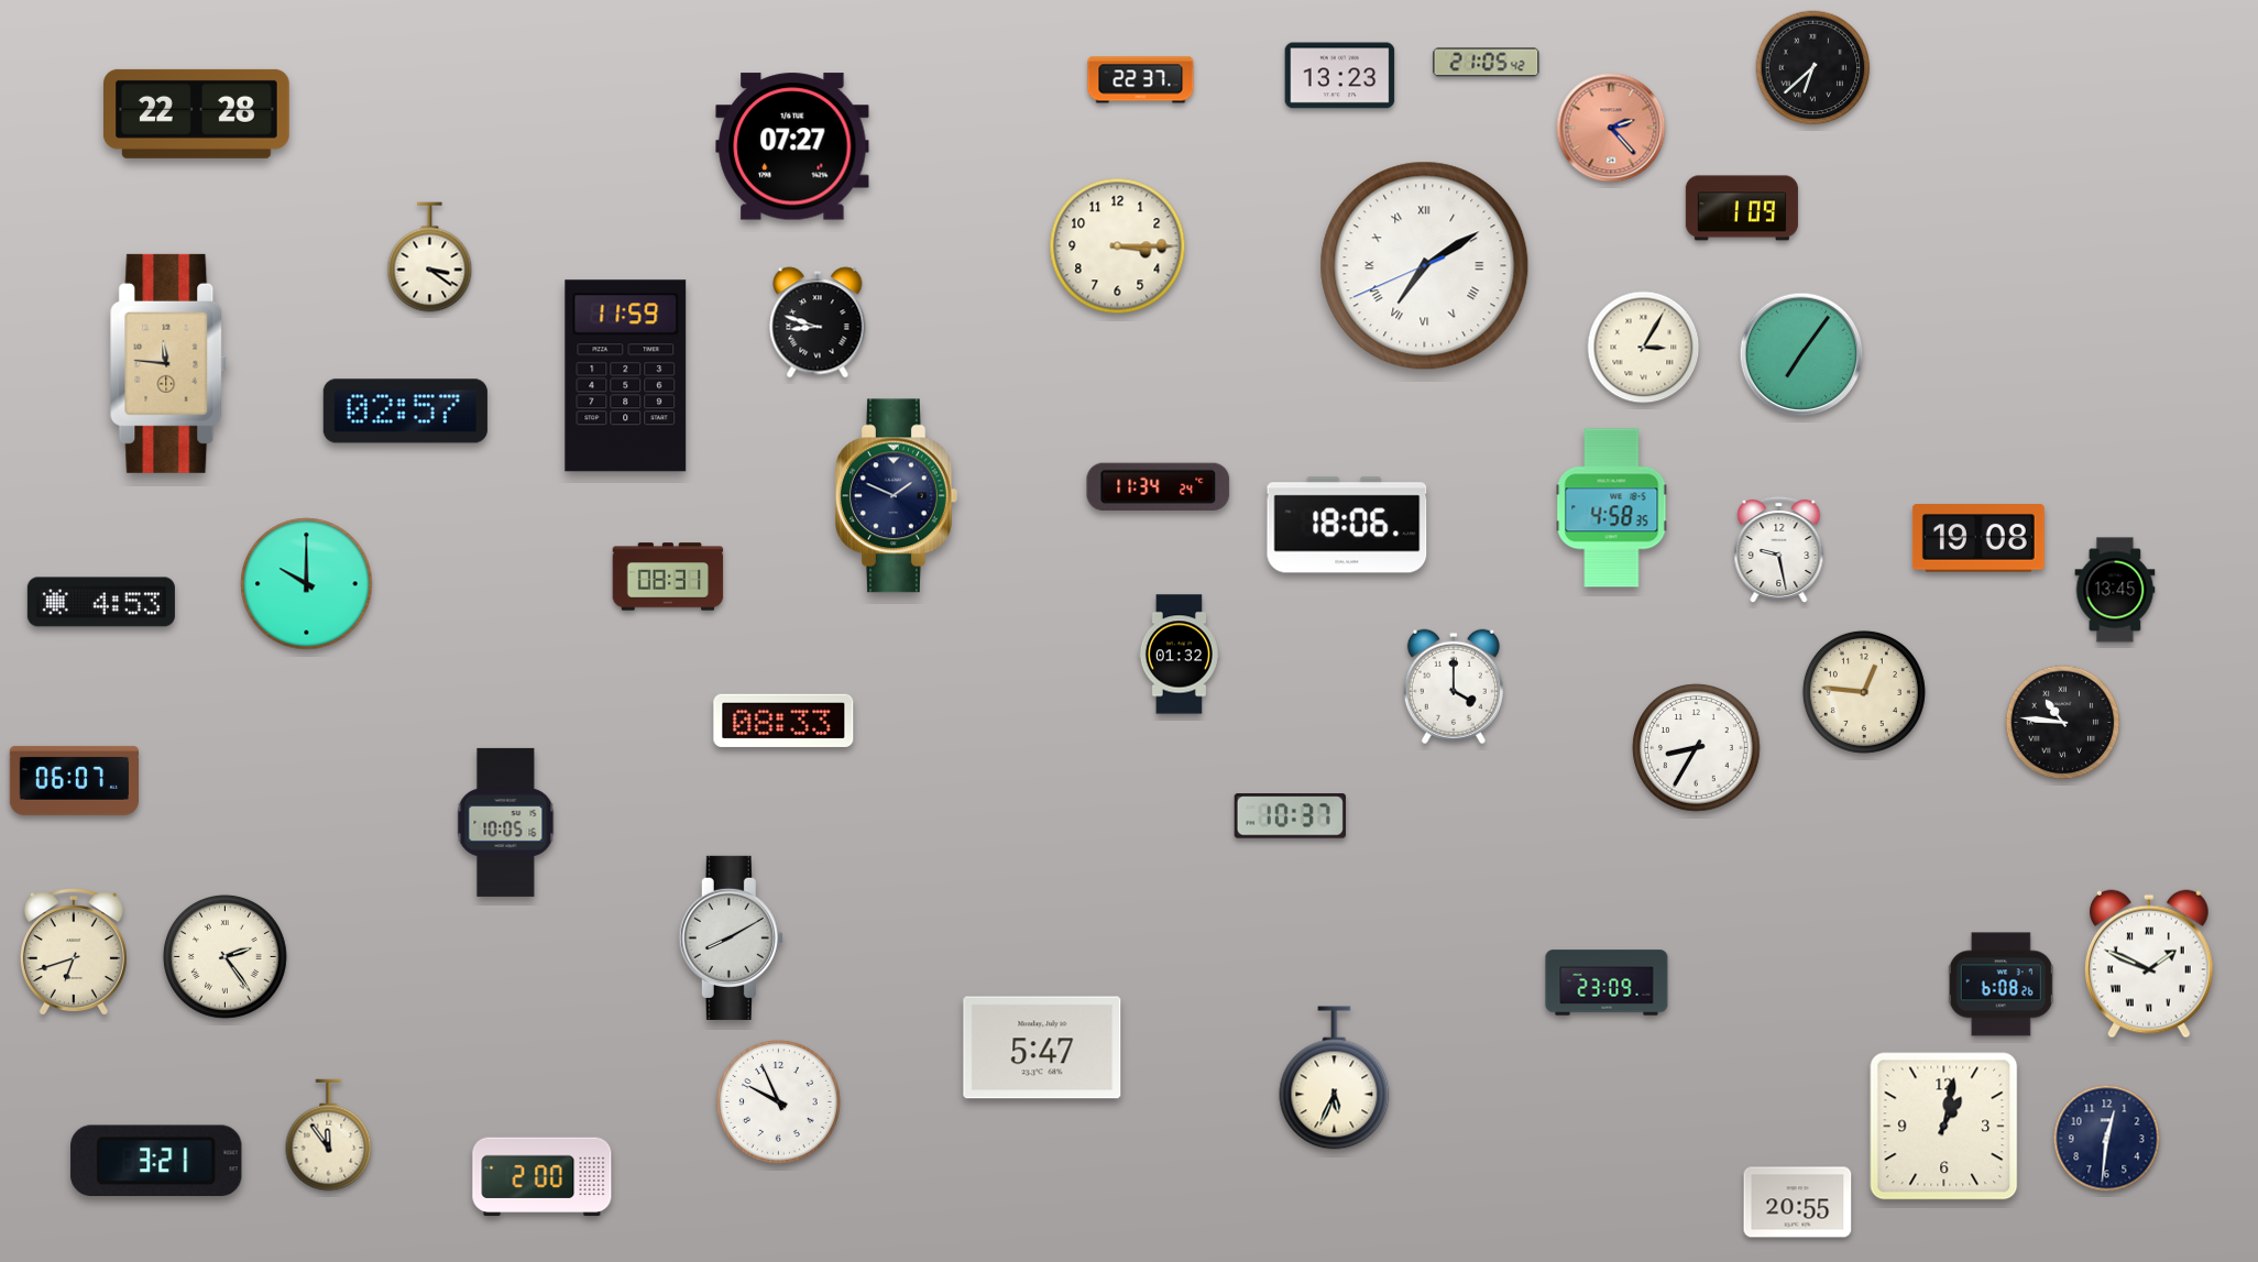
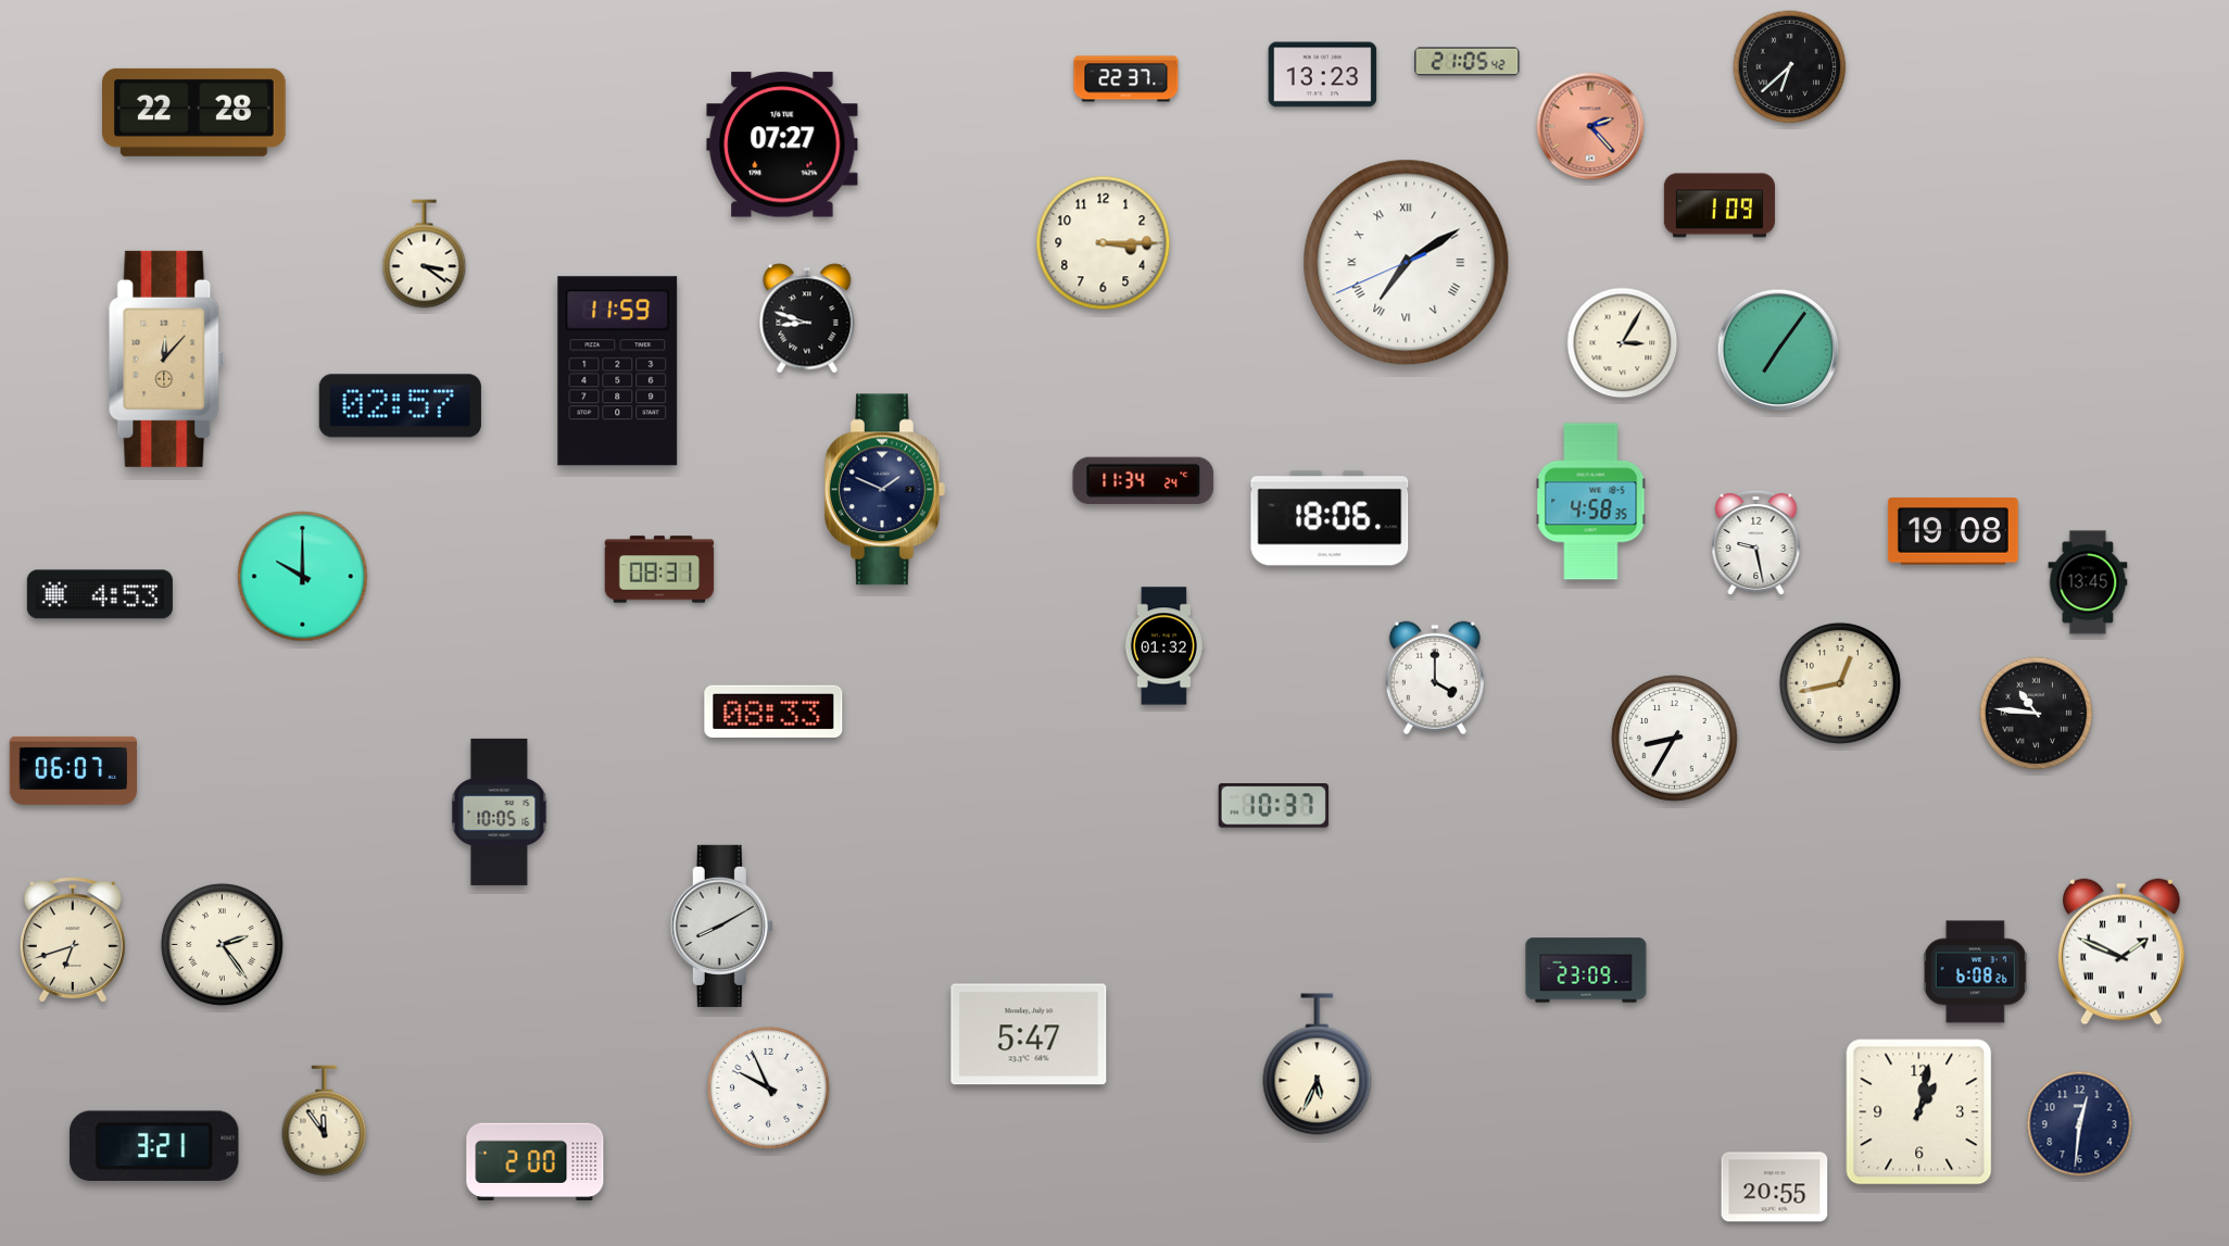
clock at (169, 363): 11:46 -> 12:07
clock at (1864, 692): 12:46 -> 12:43
